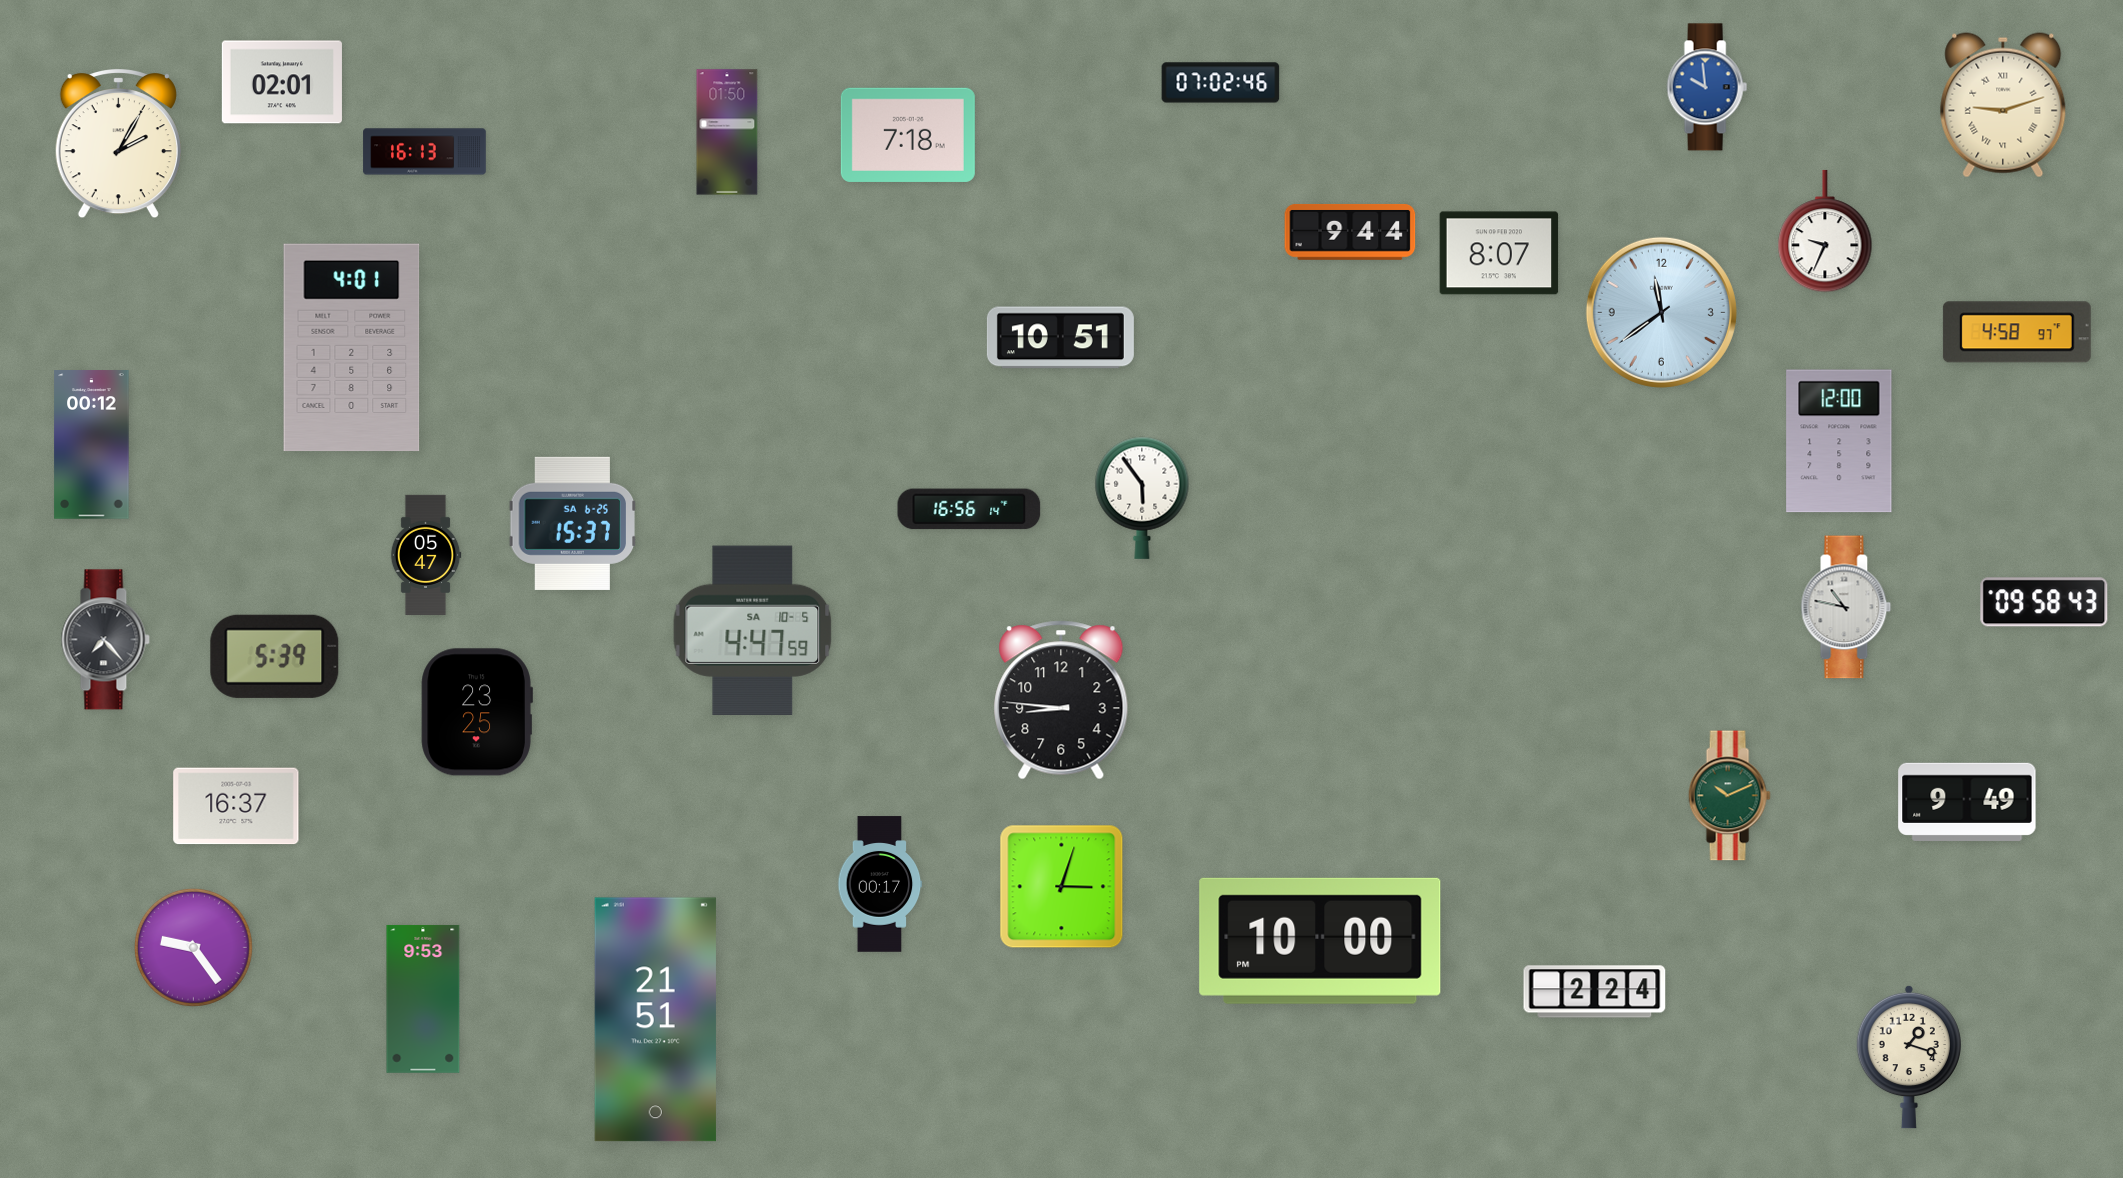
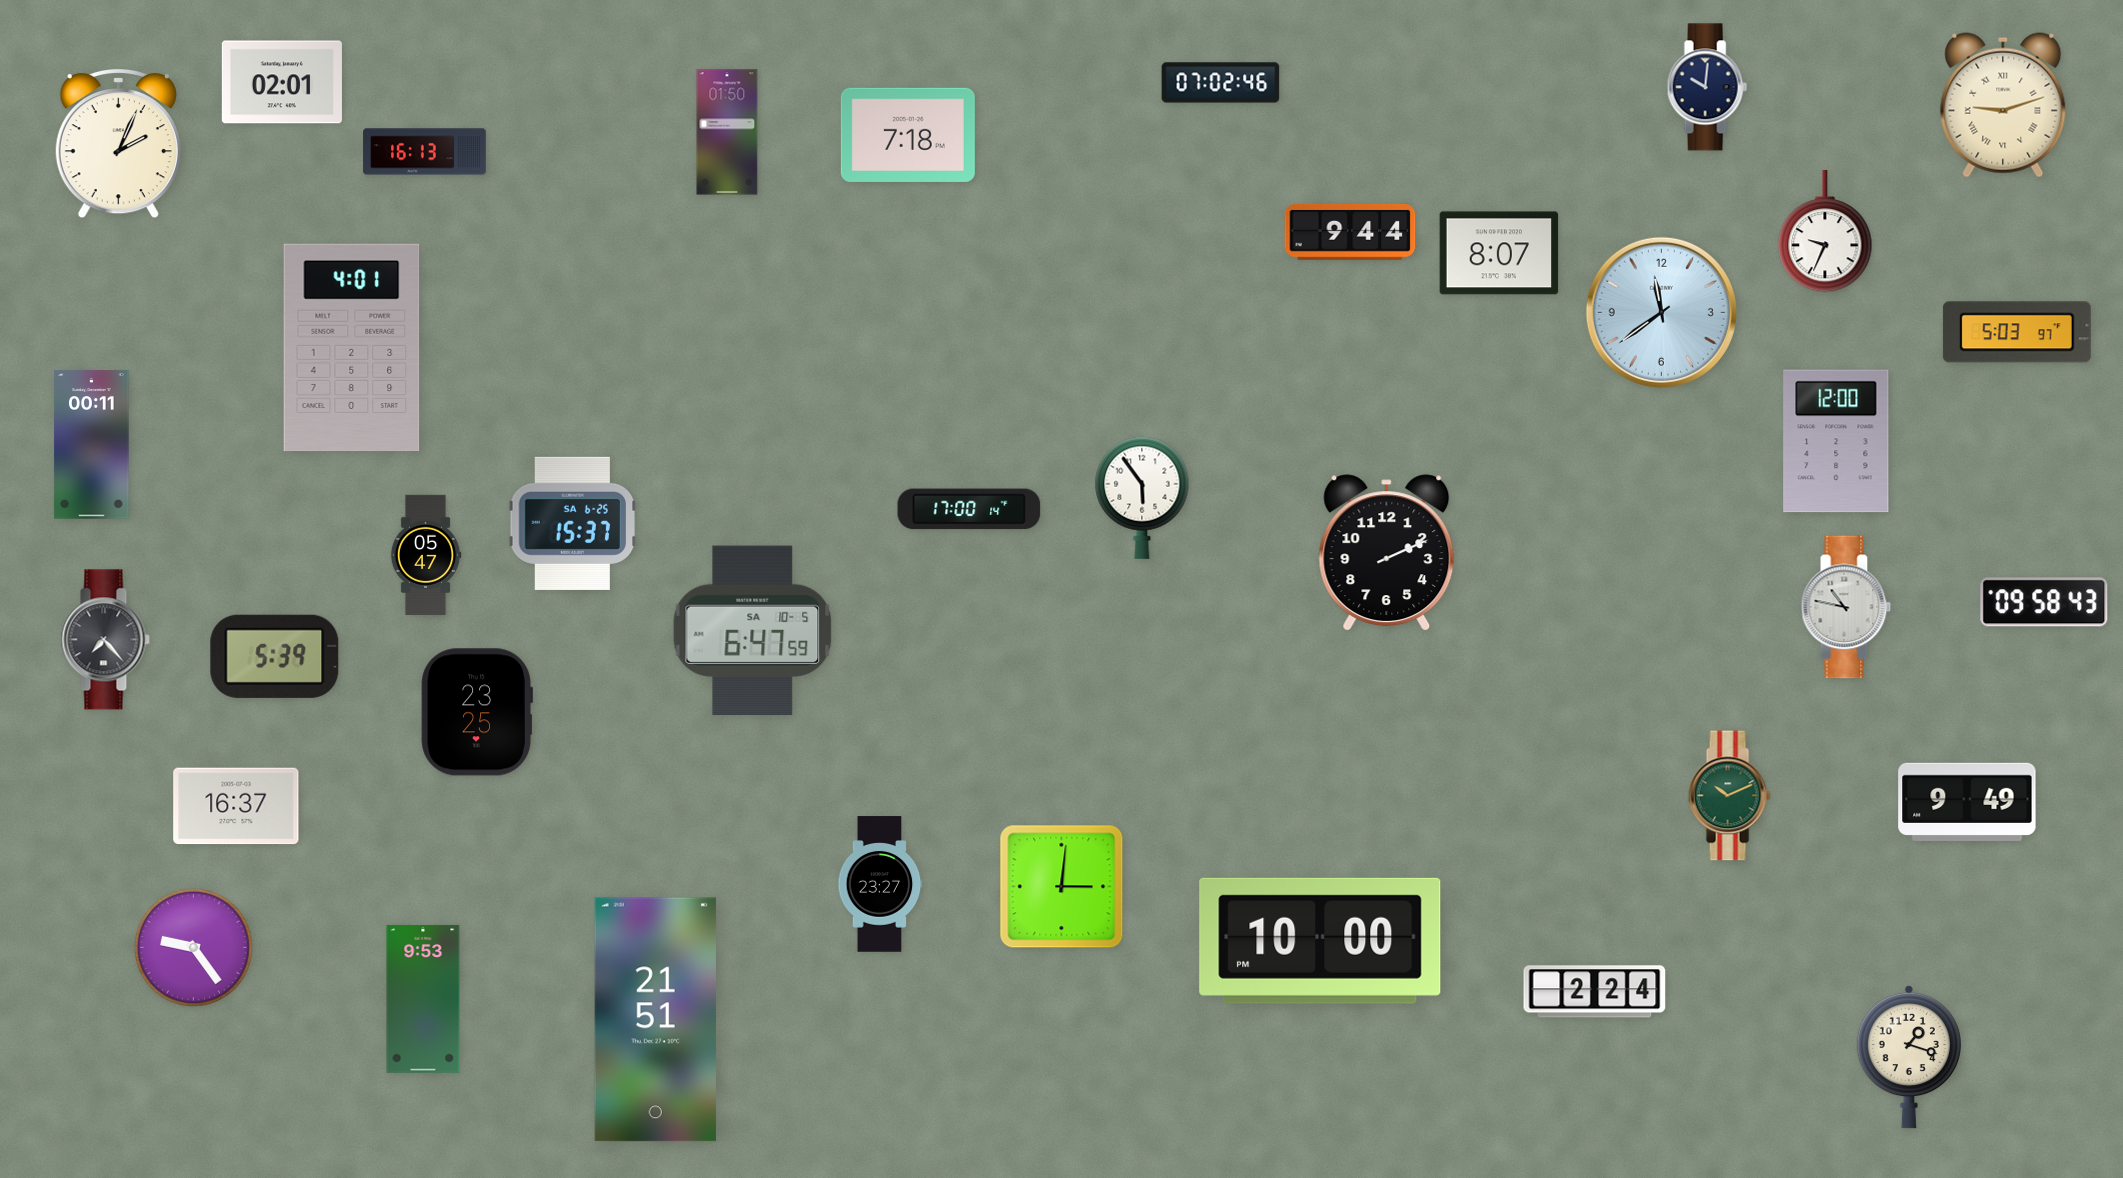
clock at (1707, 87): 9:59 -> 10:01
clock at (1707, 87) dial: blue -> navy
clock at (118, 144): 2:05 -> 2:04
clock at (2017, 332): 4:58 -> 5:03
clock at (1060, 338): 10:51 -> none
clock at (1839, 441) position: (1839, 441) -> (1836, 441)
clock at (92, 445): 00:12 -> 00:11
clock at (969, 509): 16:56 -> 17:00
clock at (1387, 553): none -> 2:11
clock at (753, 630): 4:47 -> 6:47
clock at (1061, 700): 8:46 -> none
clock at (880, 884): 00:17 -> 23:27
clock at (1062, 887): 3:03 -> 3:01
